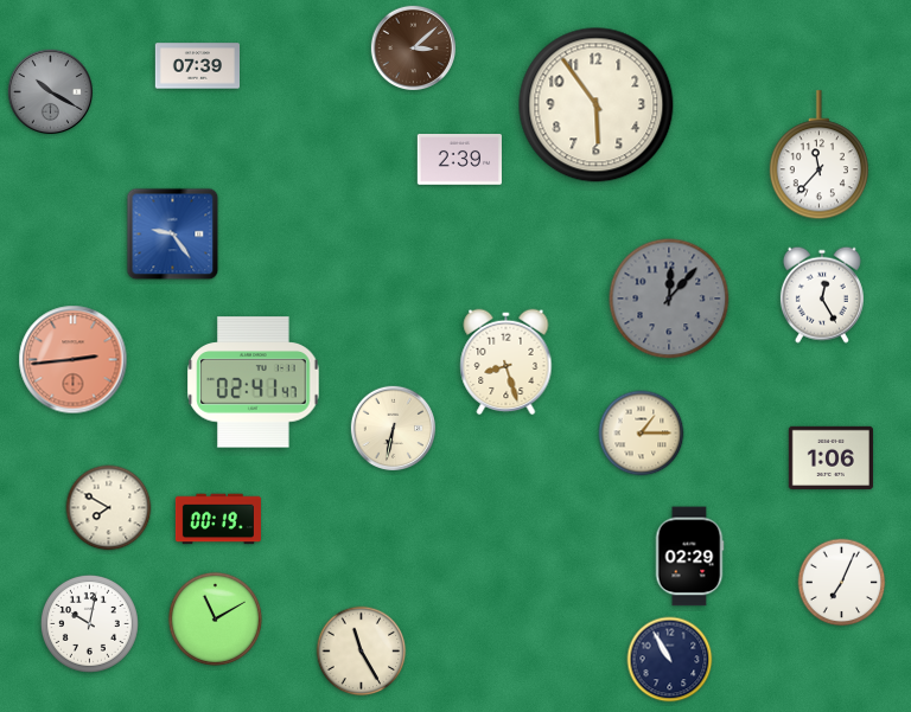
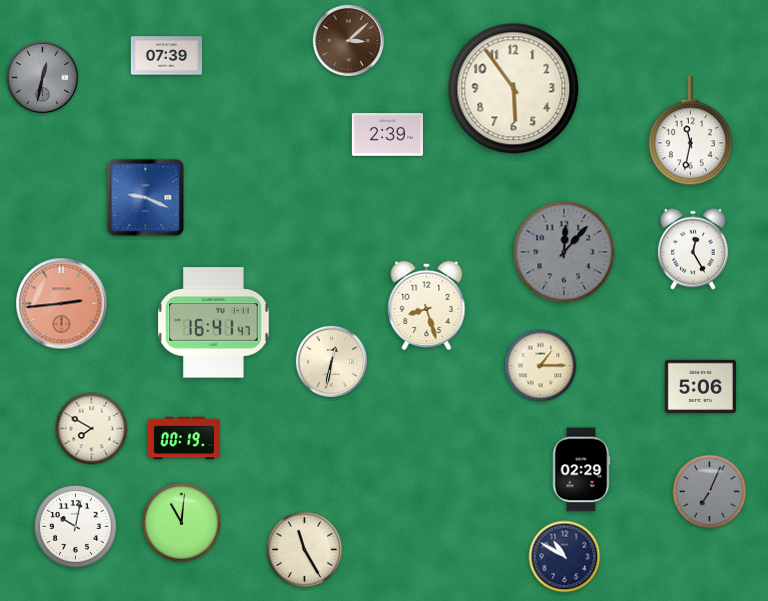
clock at (50, 91): 10:20 -> 12:32
clock at (597, 105) position: (597, 105) -> (514, 89)
clock at (818, 155): 11:37 -> 11:32
clock at (173, 235): 9:24 -> 9:19
clock at (254, 383): 02:41 -> 16:41
clock at (393, 428): 6:32 -> 12:32
clock at (830, 457): 1:06 -> 5:06
clock at (842, 583) dial: white -> grey
clock at (215, 618): 11:10 -> 11:01
clock at (670, 660): 10:55 -> 10:50
